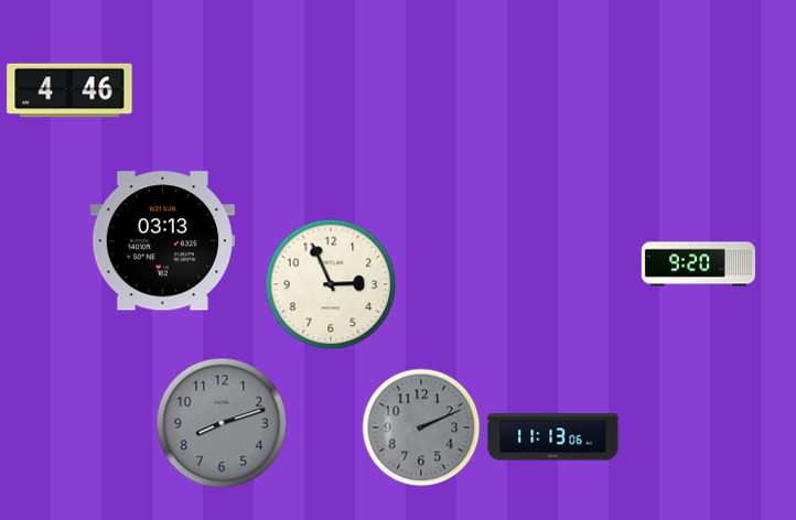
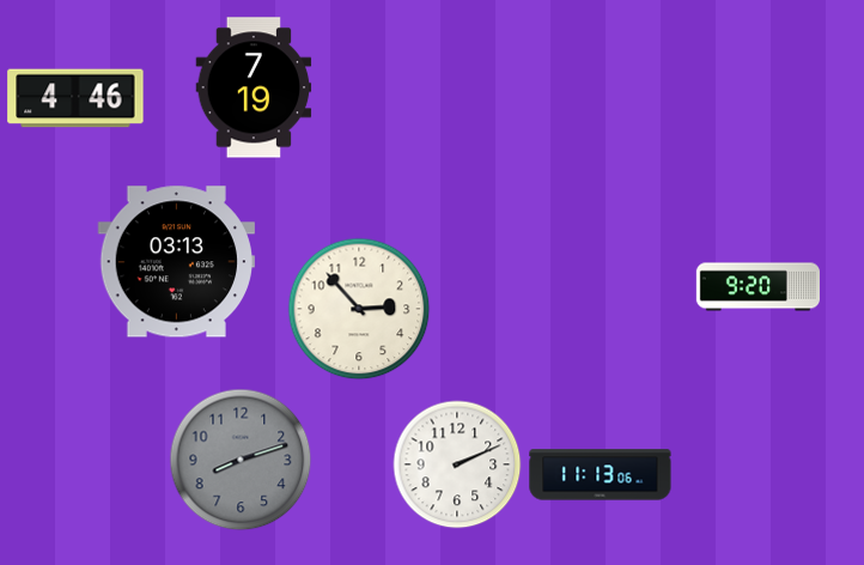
clock at (254, 87): none -> 7:19
clock at (331, 284): 2:56 -> 2:53
clock at (421, 427) dial: grey -> white
